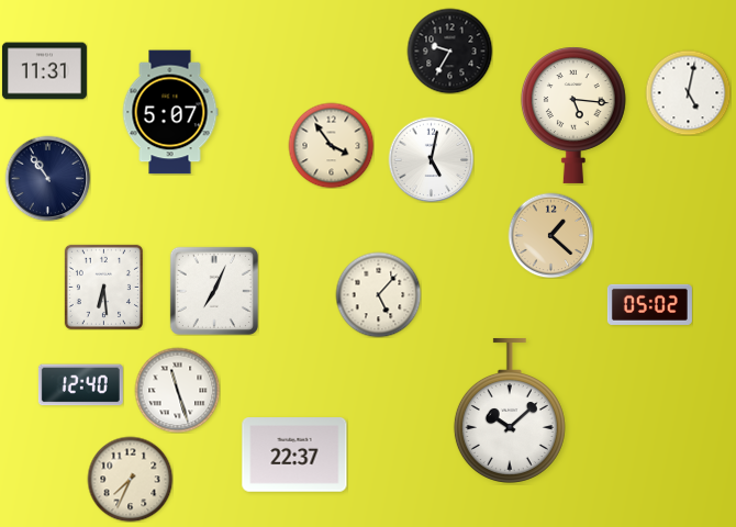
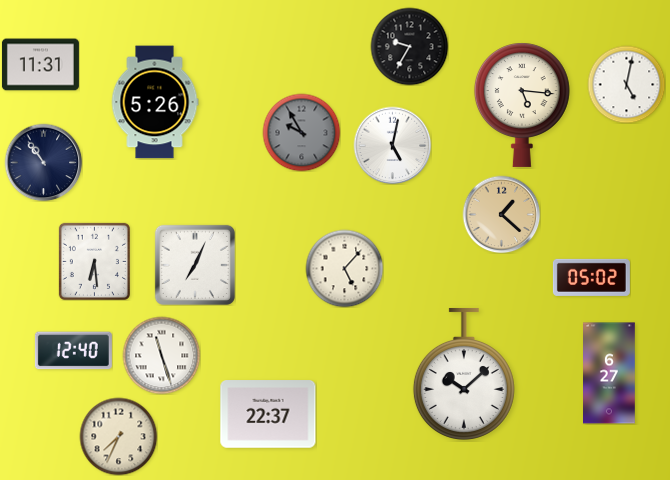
clock at (170, 112): 5:07 -> 5:26
clock at (331, 145): 3:54 -> 9:55
clock at (331, 145) dial: cream -> grey
clock at (609, 373): none -> 6:27
